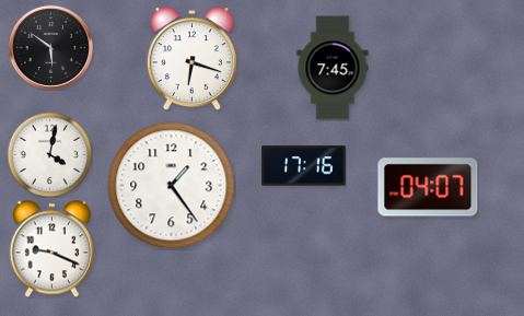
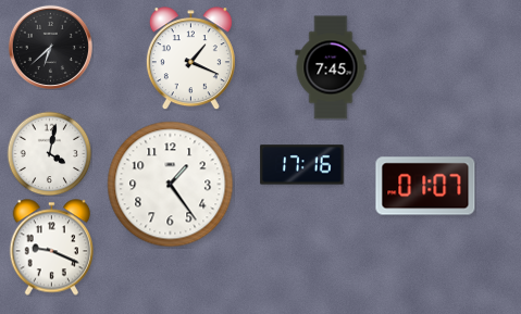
clock at (50, 47): 5:51 -> 6:38
clock at (191, 59): 6:18 -> 1:19
clock at (428, 187): 04:07 -> 01:07
